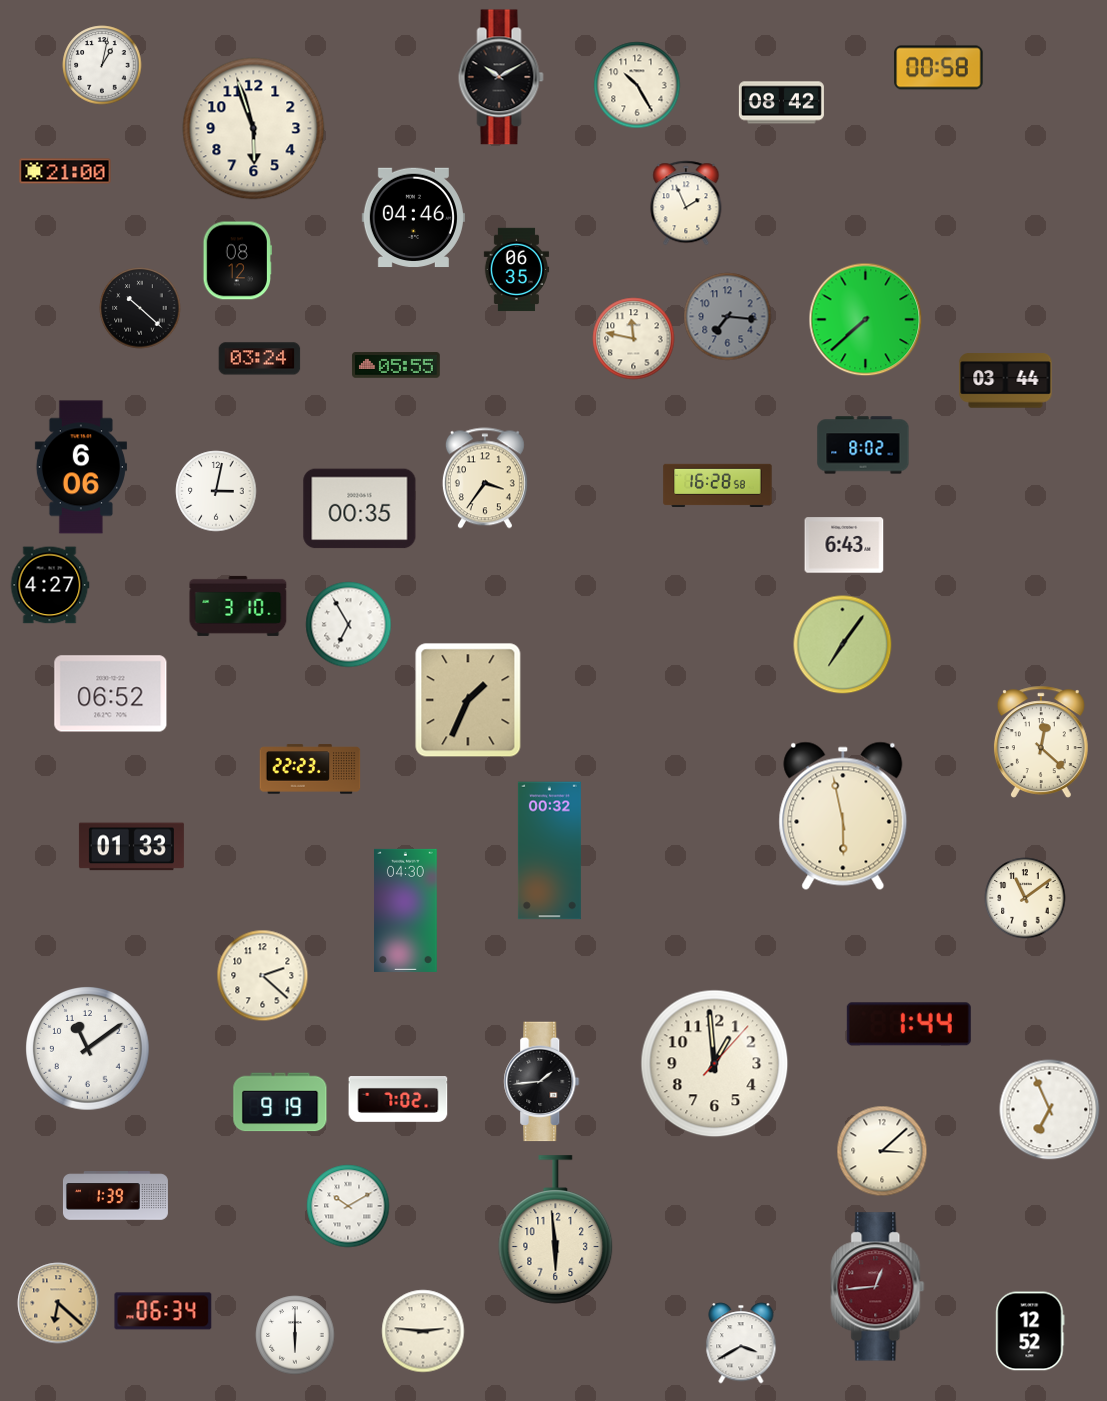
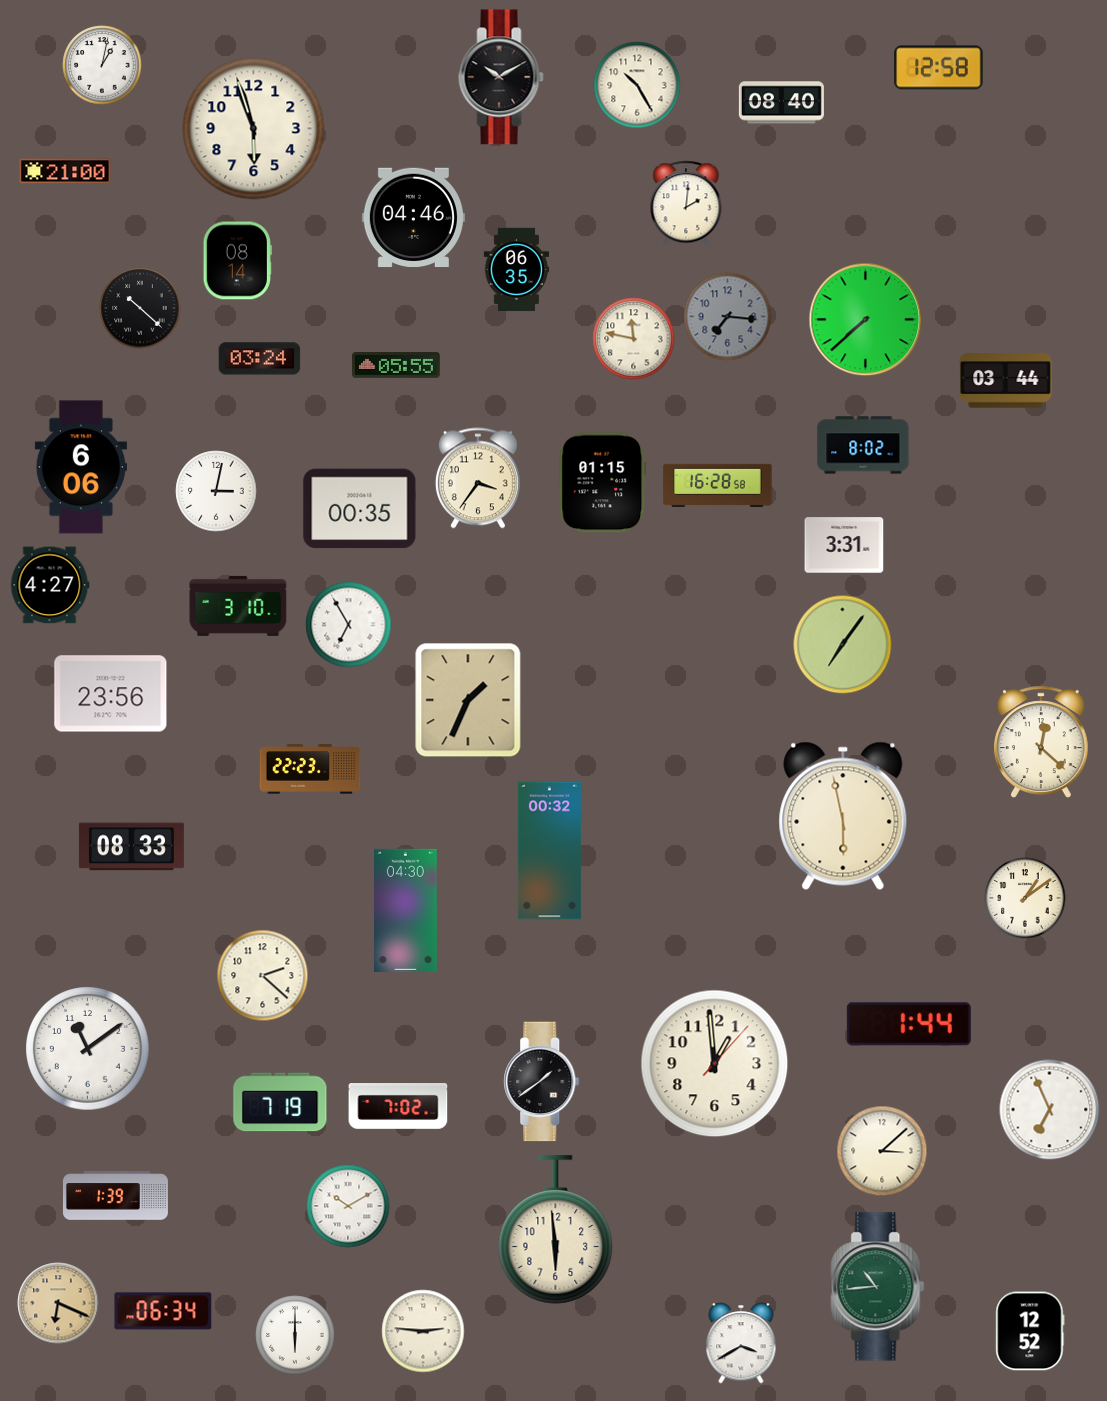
clock at (939, 68): 00:58 -> 12:58
clock at (781, 103): 08:42 -> 08:40
clock at (686, 203): 1:56 -> 2:01
clock at (237, 261): 08:12 -> 08:14
clock at (485, 478) position: (485, 478) -> (478, 478)
clock at (603, 483): none -> 01:15
clock at (844, 545): 6:43 -> 3:31
clock at (111, 694): 06:52 -> 23:56
clock at (131, 847): 01:33 -> 08:33
clock at (1025, 898): 11:09 -> 1:09
clock at (542, 1082): 1:44 -> 1:39
clock at (398, 1100) position: (398, 1100) -> (398, 1107)
clock at (280, 1102): 9:19 -> 7:19
clock at (878, 1287): 12:44 -> 10:44
clock at (878, 1287) dial: burgundy -> green
clock at (58, 1303): 6:22 -> 6:19
